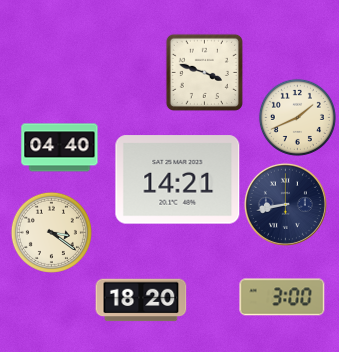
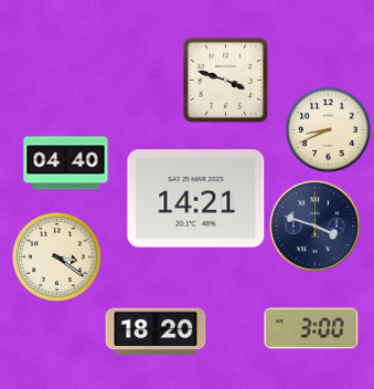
clock at (297, 117): 1:41 -> 8:41
clock at (285, 204): 8:43 -> 3:48
